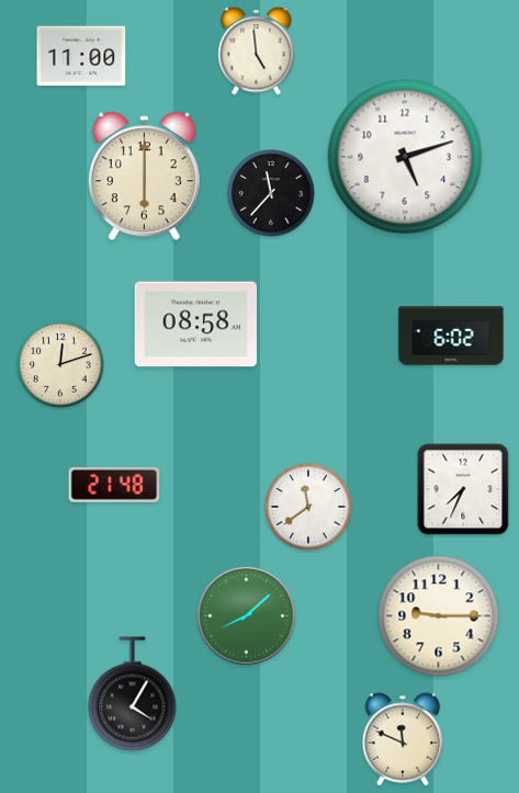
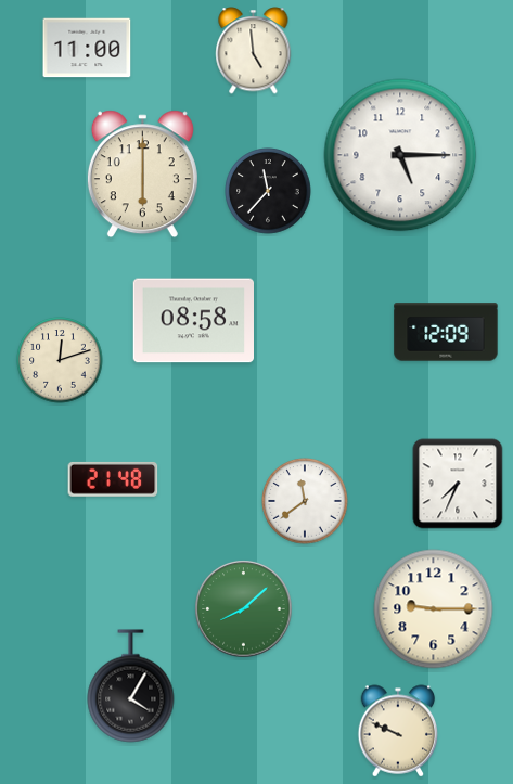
clock at (81, 56) position: (81, 56) -> (87, 48)
clock at (405, 157): 5:12 -> 5:15
clock at (451, 336): 6:02 -> 12:09
clock at (403, 739): 11:49 -> 9:49
